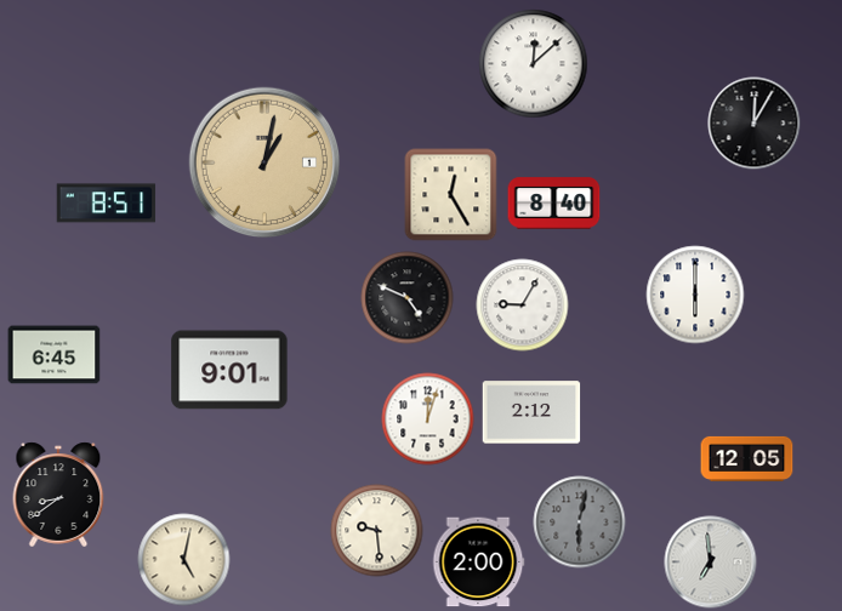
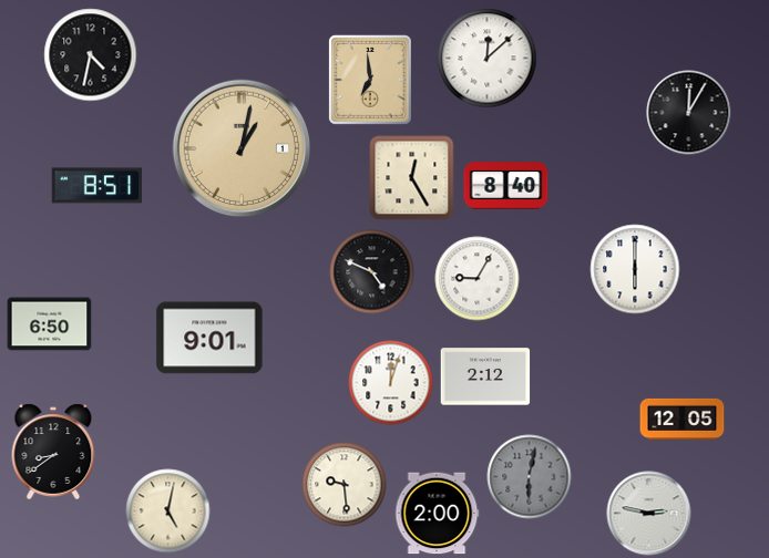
clock at (91, 55): none -> 4:32
clock at (370, 80): none -> 6:59
clock at (55, 355): 6:45 -> 6:50
clock at (711, 563): 6:59 -> 2:47
